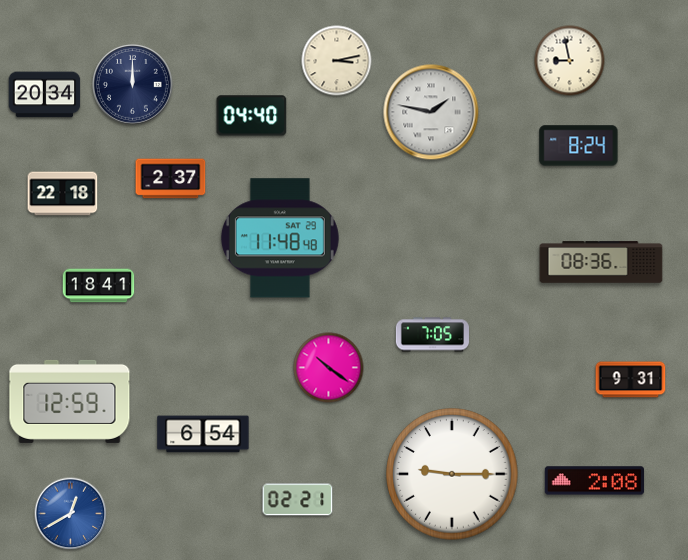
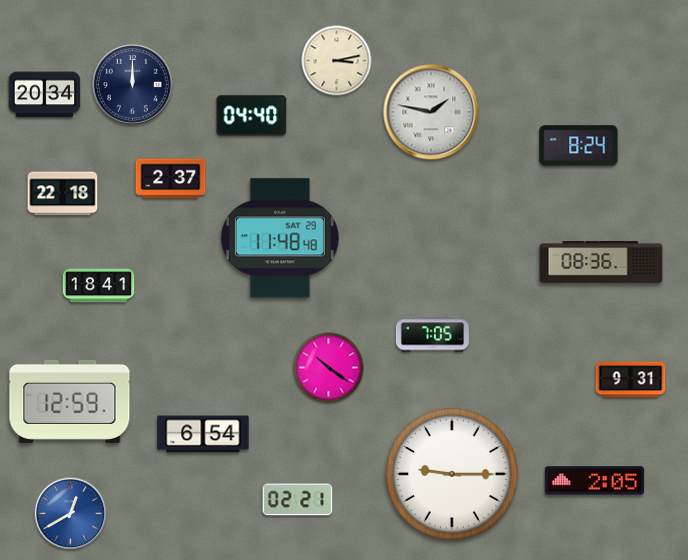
clock at (570, 61): 8:58 -> none
clock at (594, 481): 2:08 -> 2:05
